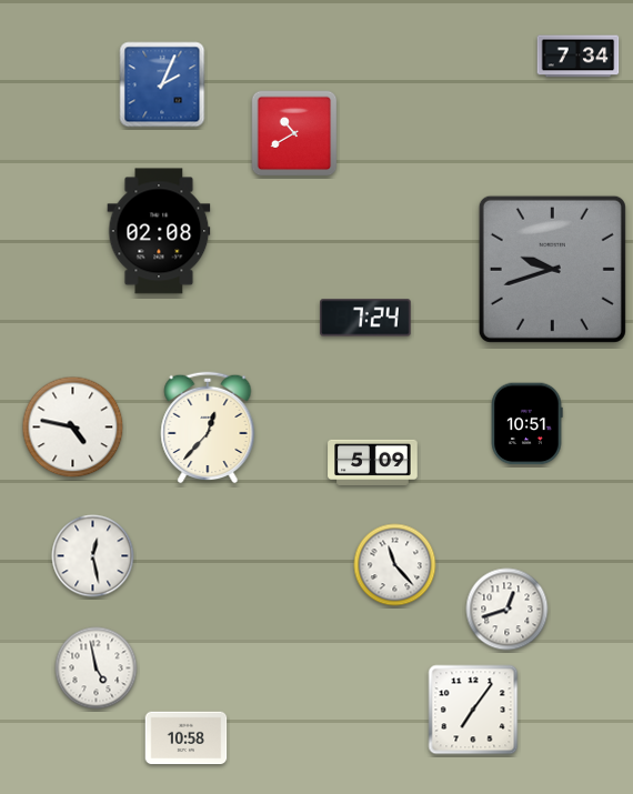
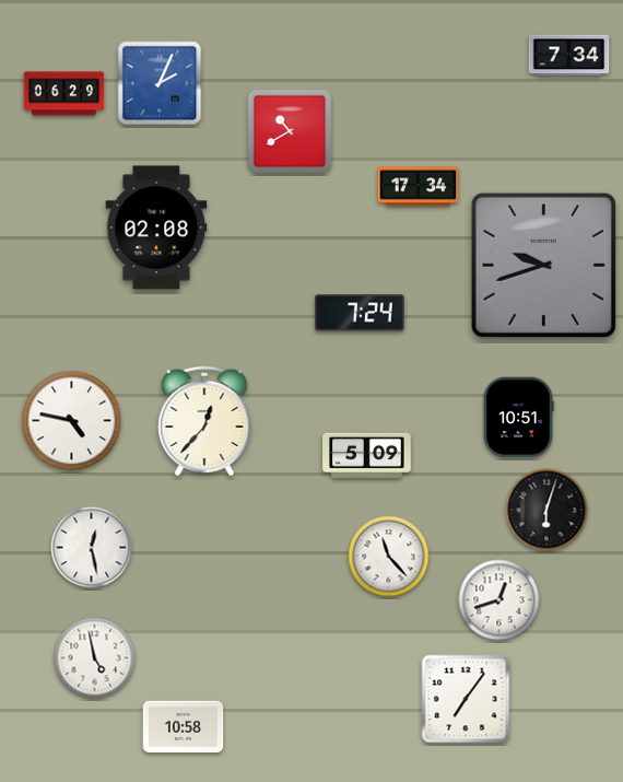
clock at (64, 94): none -> 06:29
clock at (419, 187): none -> 17:34
clock at (546, 510): none -> 6:03
